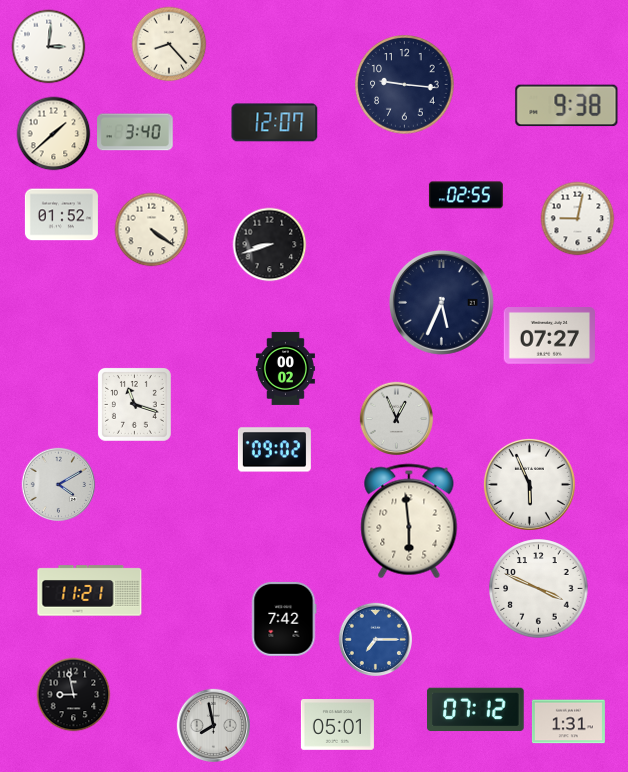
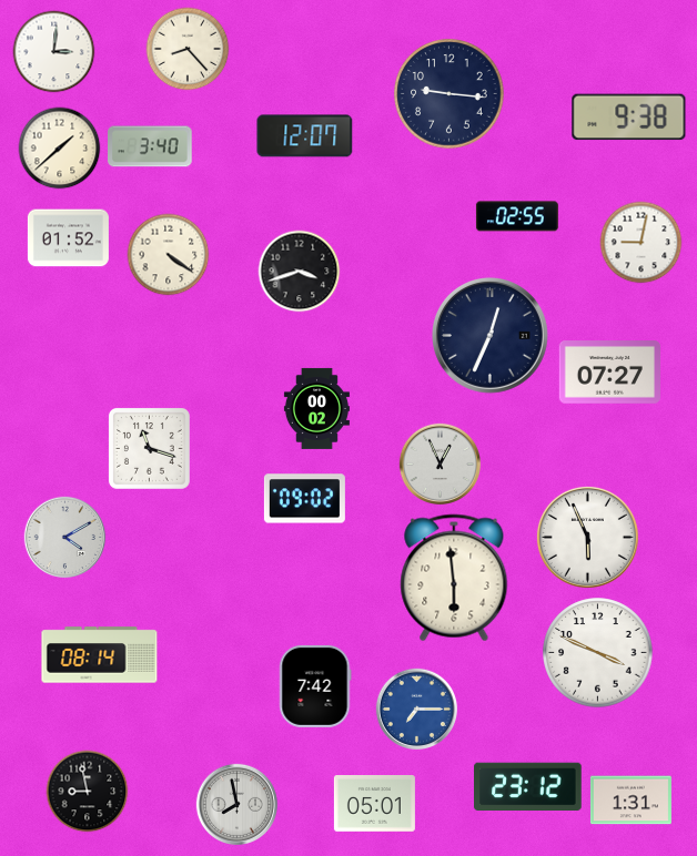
clock at (270, 245): 8:42 -> 3:42
clock at (441, 302): 5:34 -> 12:34
clock at (90, 591): 11:21 -> 08:14
clock at (74, 695) position: (74, 695) -> (88, 792)
clock at (476, 710): 07:12 -> 23:12
